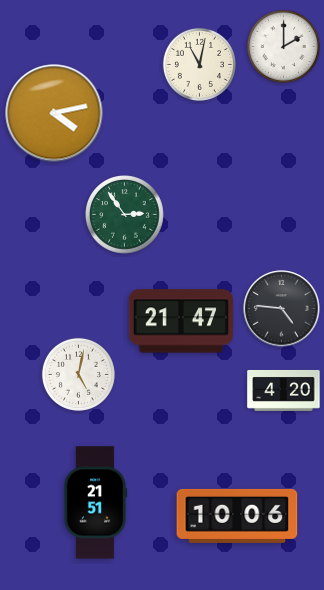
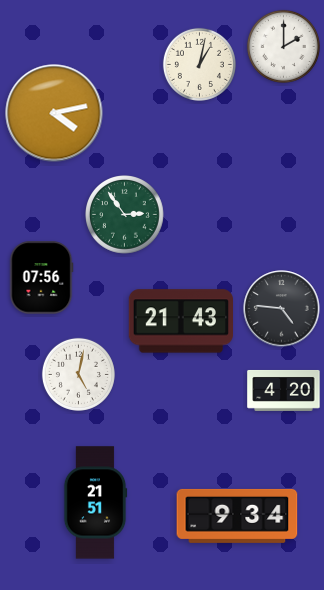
clock at (199, 64): 11:02 -> 1:02
clock at (41, 278): none -> 07:56
clock at (180, 321): 21:47 -> 21:43
clock at (237, 516): 10:06 -> 9:34
